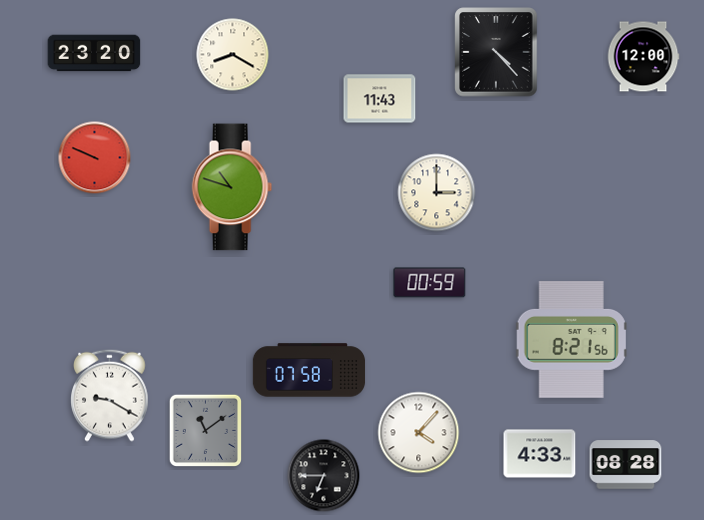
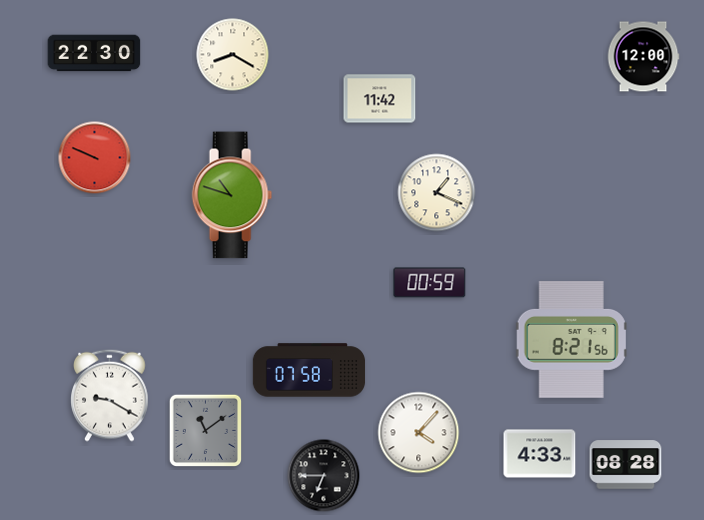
clock at (496, 52): 4:23 -> none
clock at (94, 53): 23:20 -> 22:30
clock at (380, 99): 11:43 -> 11:42
clock at (232, 187) position: (232, 187) -> (232, 195)
clock at (437, 193): 3:00 -> 1:19
